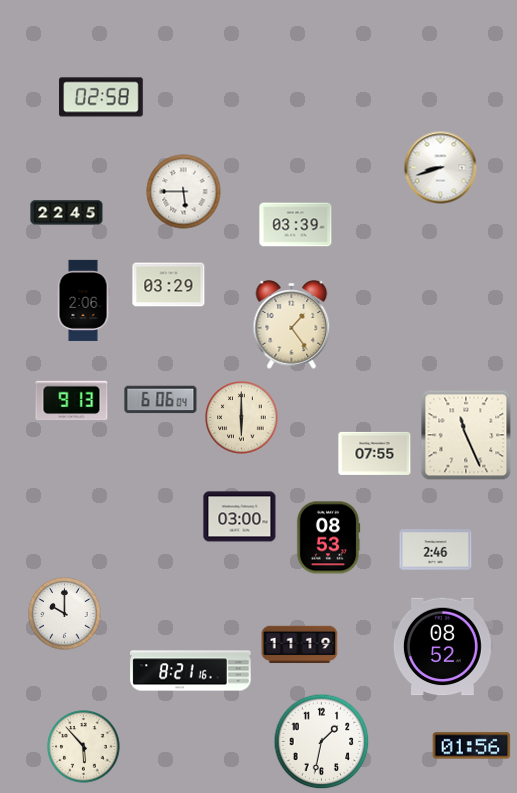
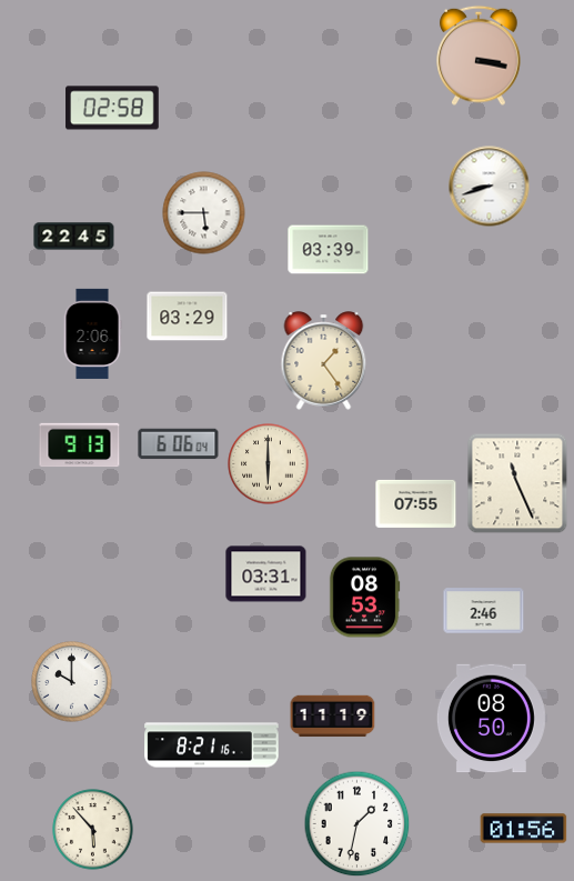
clock at (479, 56): none -> 3:17
clock at (240, 517): 03:00 -> 03:31
clock at (442, 647): 08:52 -> 08:50
